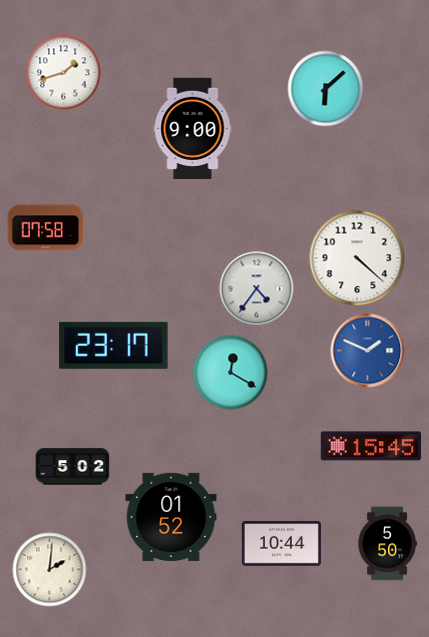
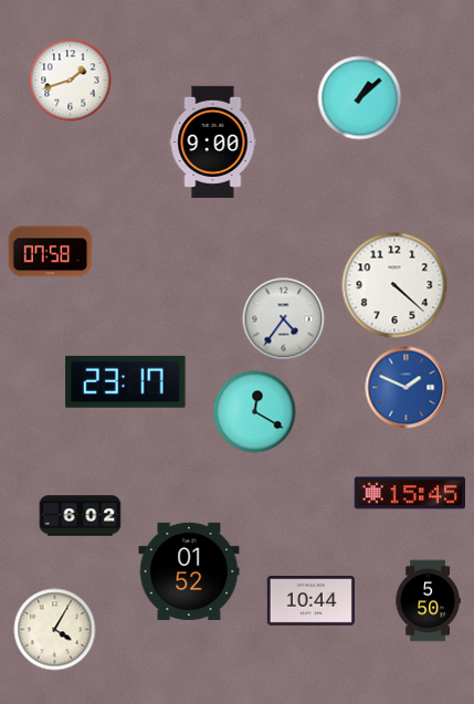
clock at (326, 89): 6:08 -> 1:08
clock at (73, 467): 5:02 -> 6:02
clock at (50, 570): 2:01 -> 4:05
